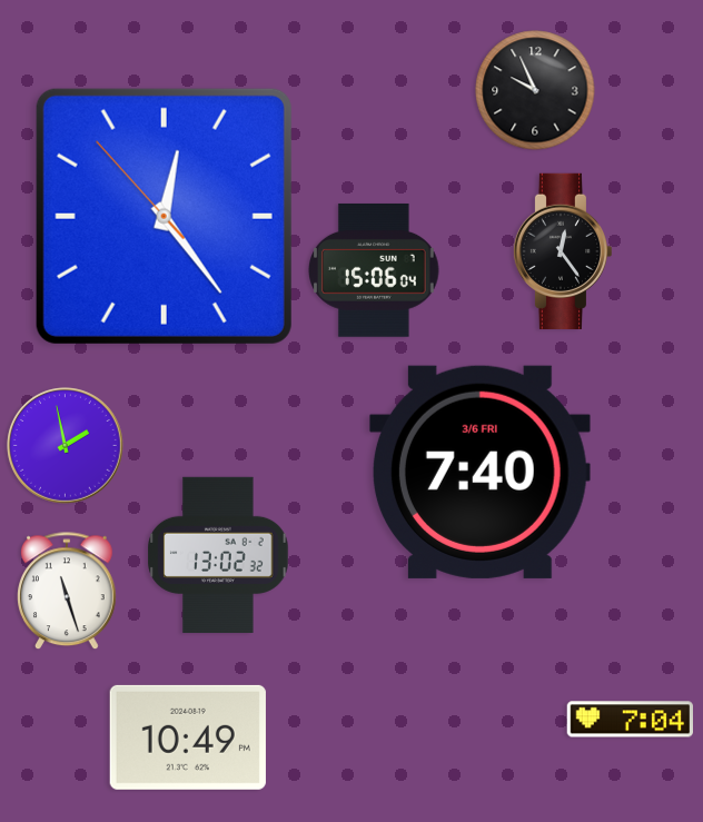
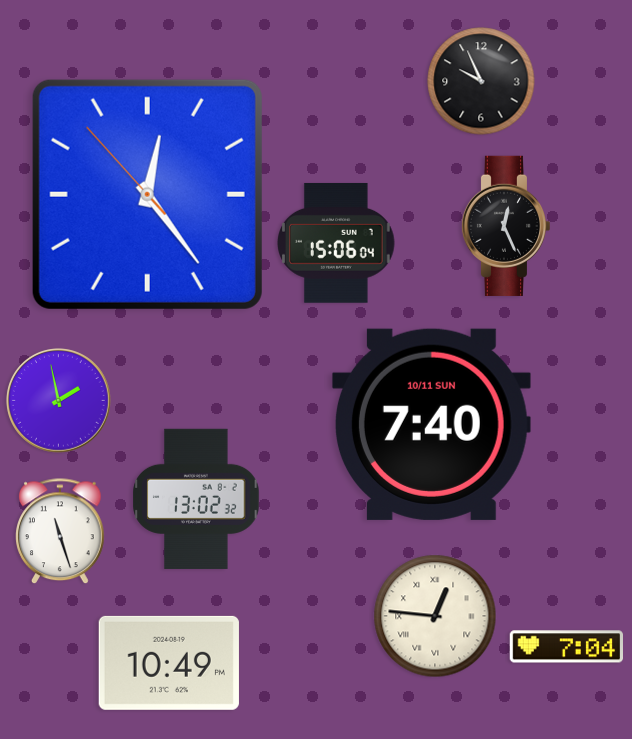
clock at (562, 251): 12:24 -> 12:26
clock at (479, 472) date: 3/6 FRI -> 10/11 SUN
clock at (435, 616): none -> 12:46
